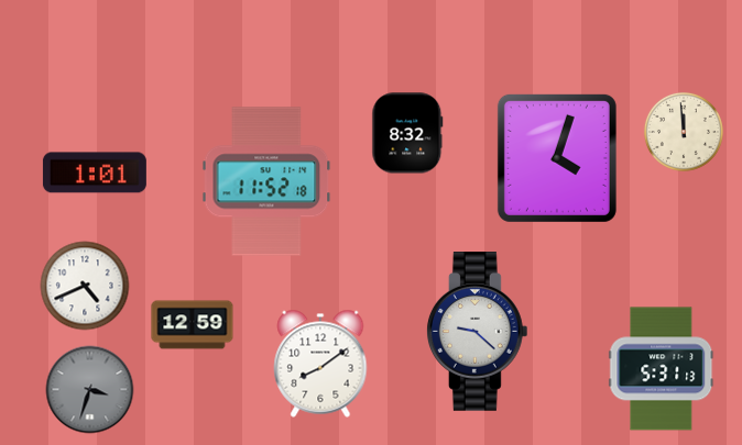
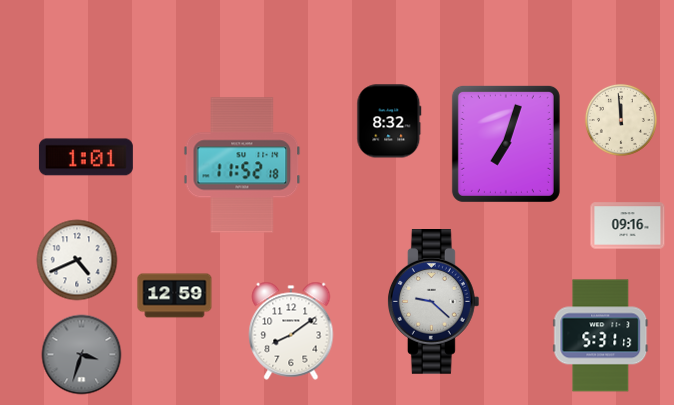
clock at (407, 133) position: (407, 133) -> (389, 121)
clock at (557, 158): 4:03 -> 7:03
clock at (628, 226): none -> 09:16
